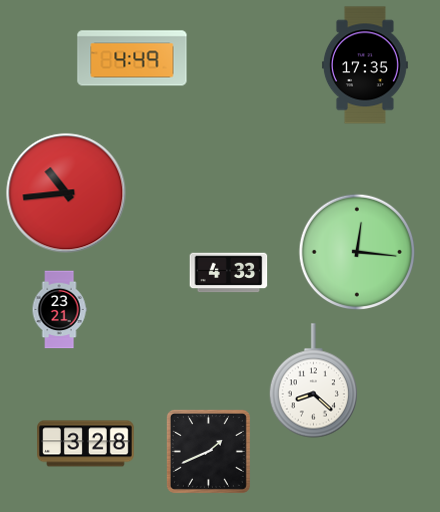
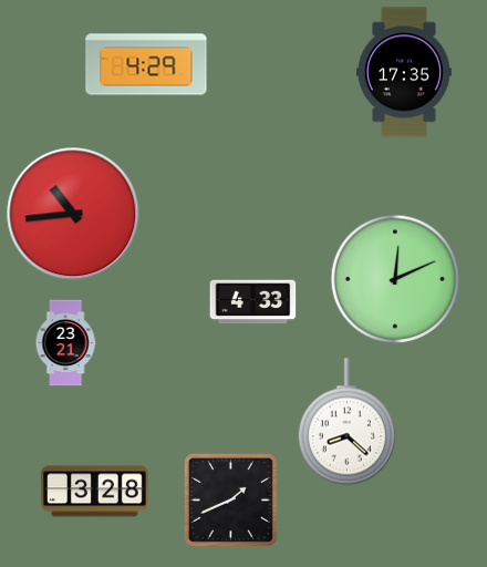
clock at (132, 58): 4:49 -> 4:29
clock at (357, 252): 12:16 -> 12:11
